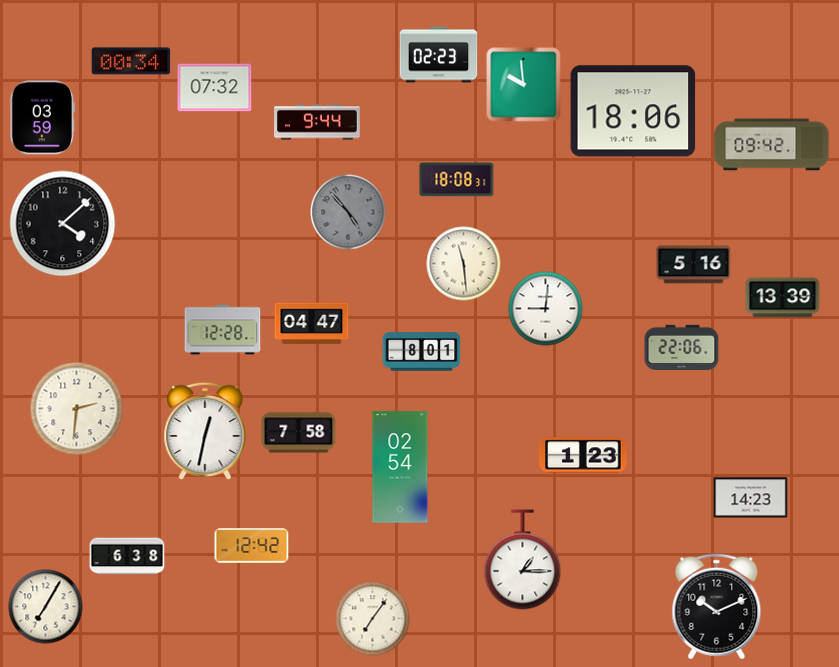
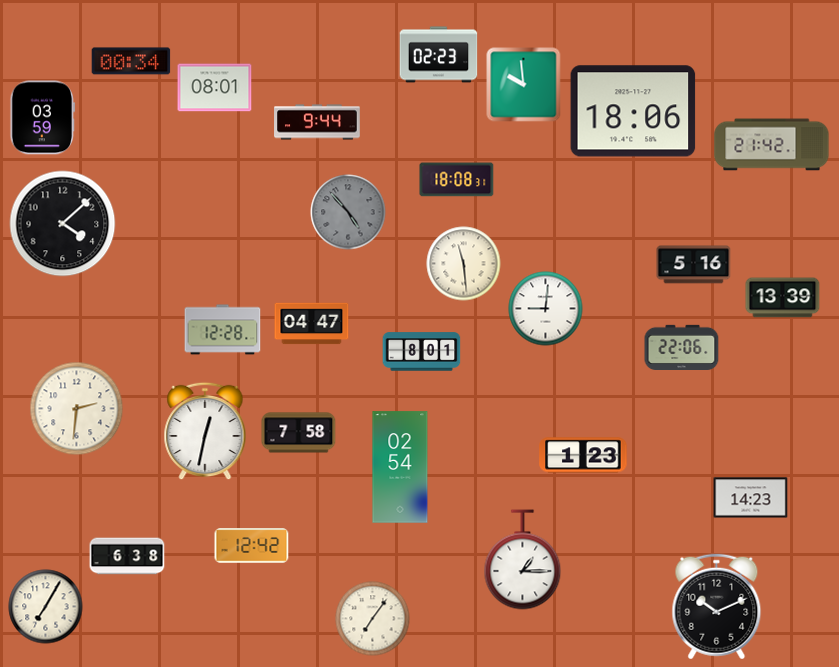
clock at (215, 88): 07:32 -> 08:01
clock at (772, 145): 09:42 -> 21:42
